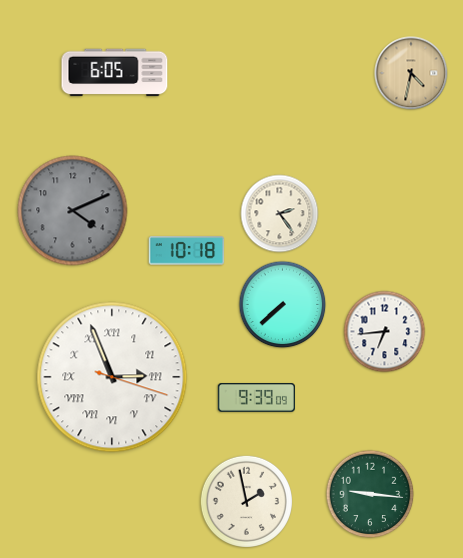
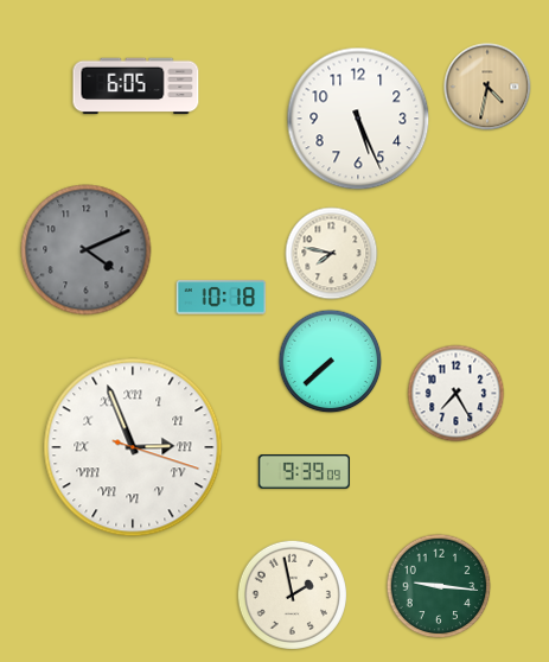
clock at (358, 119): none -> 5:26
clock at (280, 214): 2:24 -> 7:47
clock at (283, 305) position: (283, 305) -> (331, 362)
clock at (385, 332): 6:44 -> 7:25
